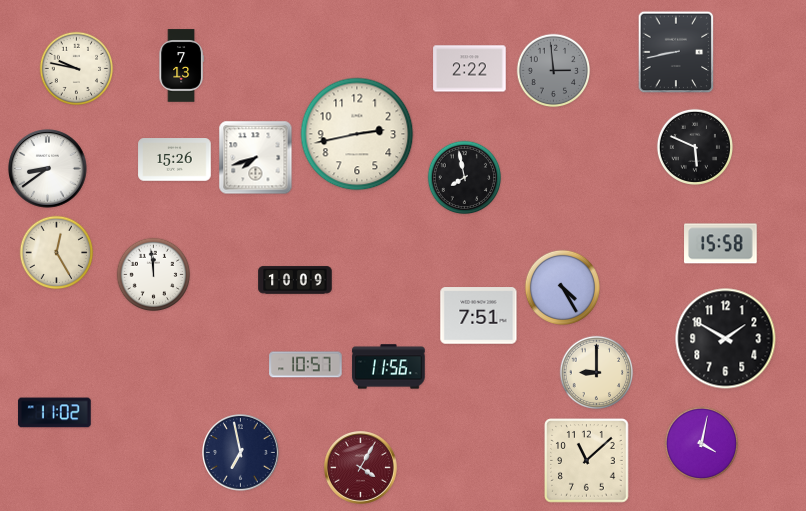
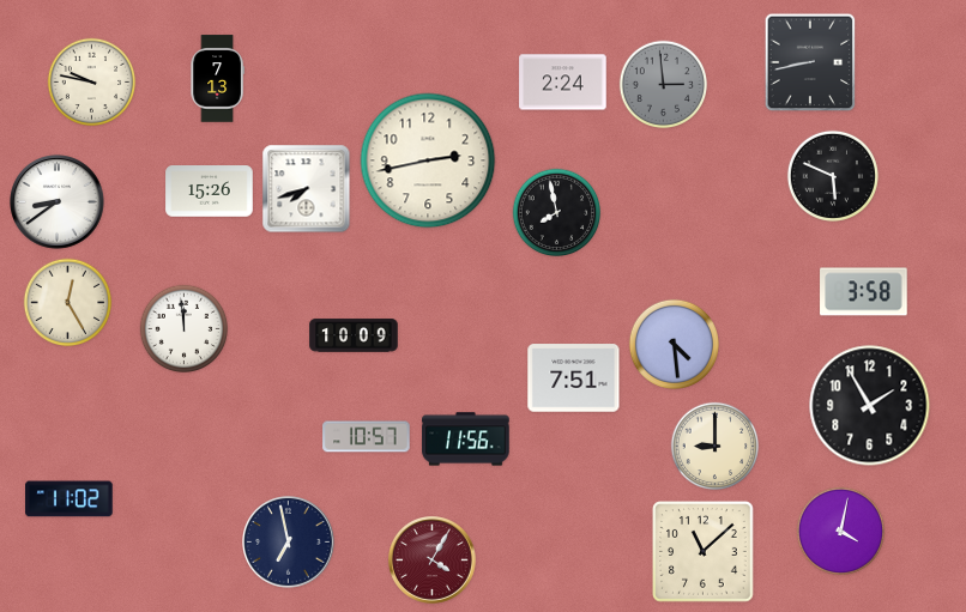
clock at (470, 69): 2:22 -> 2:24
clock at (721, 244): 15:58 -> 3:58
clock at (562, 287): 4:25 -> 4:29
clock at (726, 339): 1:50 -> 1:55
clock at (55, 413) position: (55, 413) -> (70, 499)
